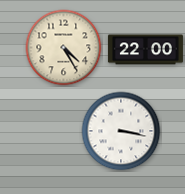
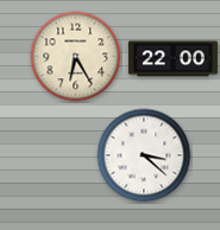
clock at (64, 48): 4:25 -> 6:25
clock at (121, 131): 3:17 -> 3:22
